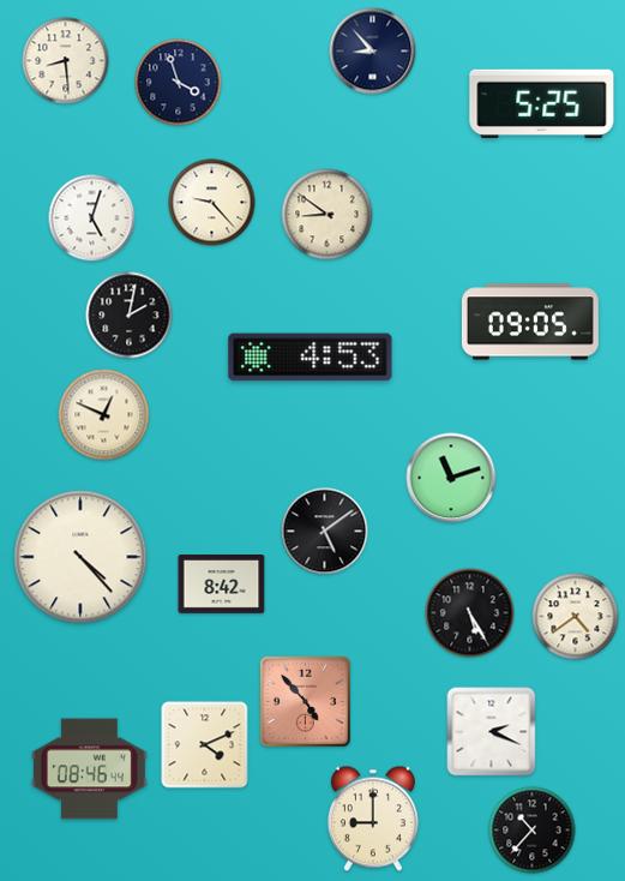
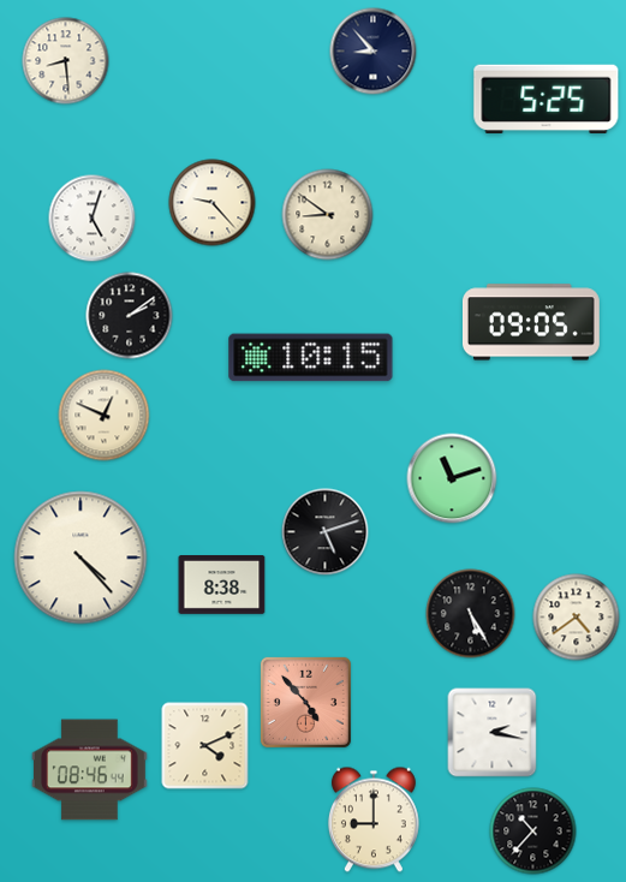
clock at (179, 83): 3:57 -> none
clock at (542, 103) position: (542, 103) -> (547, 99)
clock at (130, 316): 2:02 -> 2:09
clock at (311, 358): 4:53 -> 10:15
clock at (325, 532): 5:09 -> 5:12
clock at (222, 585): 8:42 -> 8:38
clock at (492, 732): 2:19 -> 2:17
